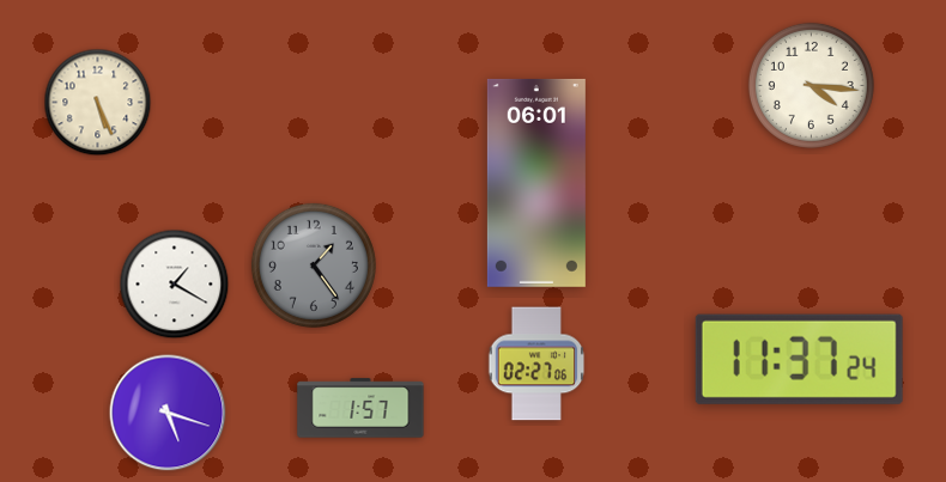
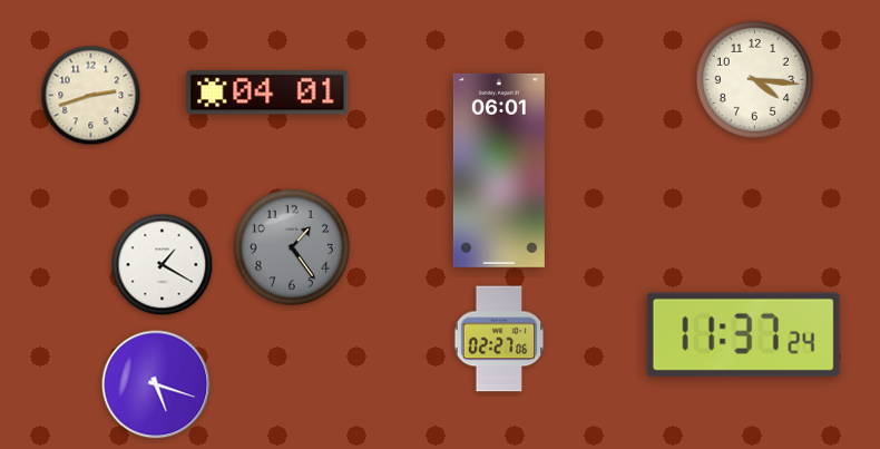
clock at (267, 92): none -> 04:01
clock at (98, 103): 5:26 -> 2:42
clock at (360, 408): 1:57 -> none
